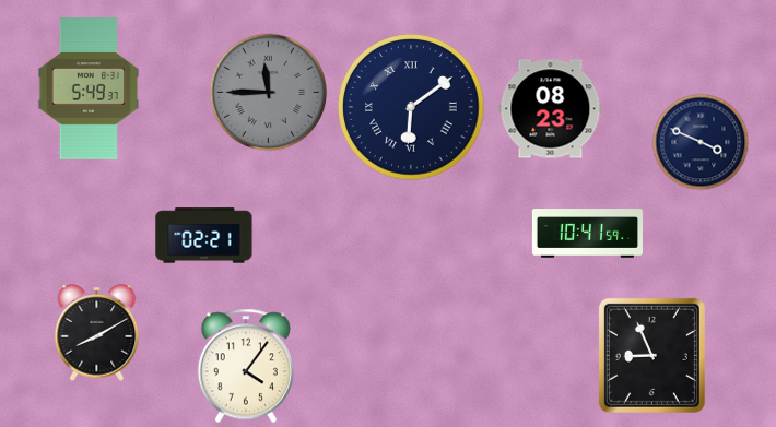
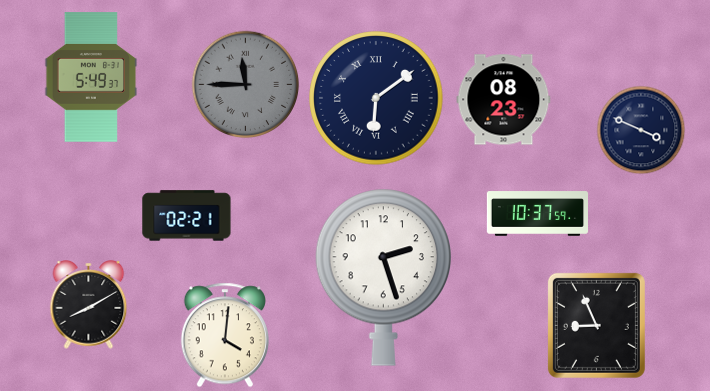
clock at (89, 88) position: (89, 88) -> (91, 77)
clock at (587, 234): 10:41 -> 10:37
clock at (383, 277): none -> 2:27
clock at (246, 366): 4:06 -> 4:01
